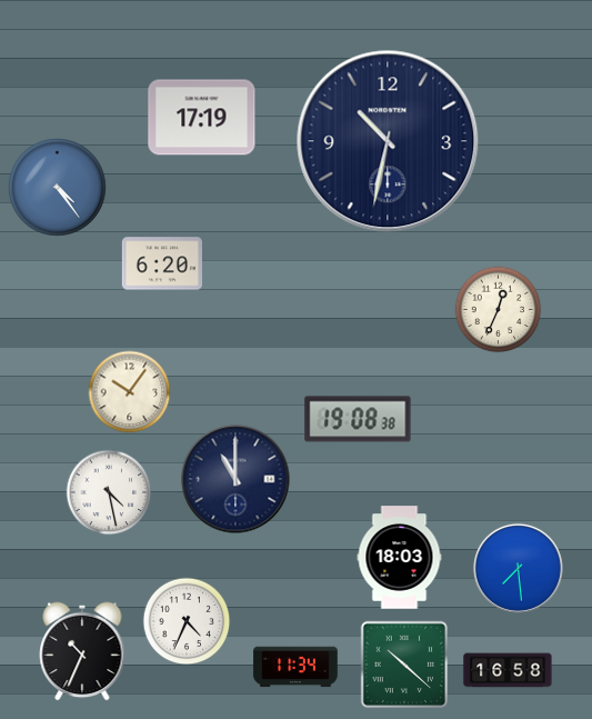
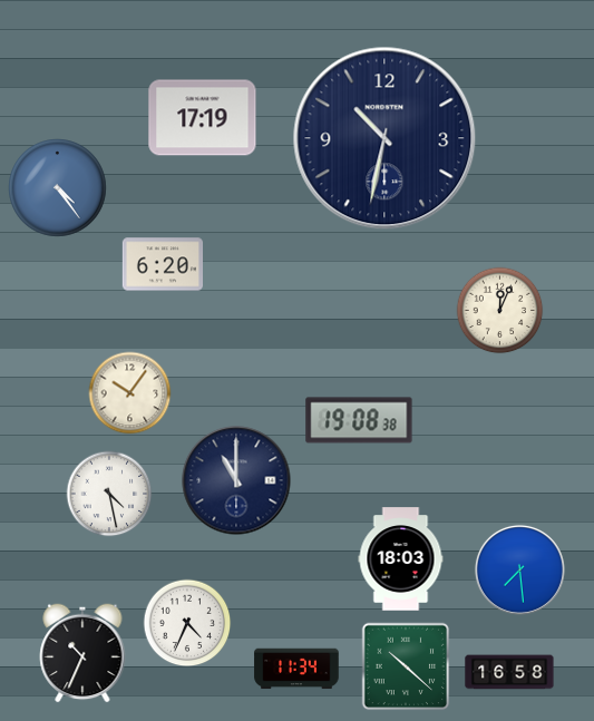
clock at (388, 141) position: (388, 141) -> (384, 138)
clock at (499, 310): 12:34 -> 12:04
